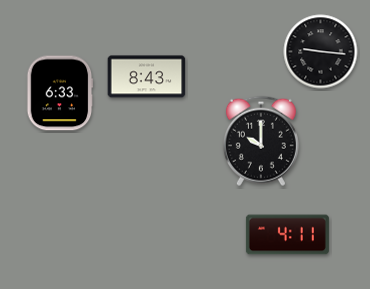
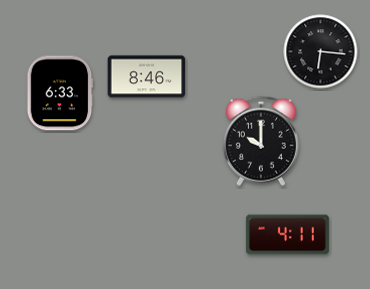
clock at (321, 52): 9:16 -> 6:16
clock at (147, 77): 8:43 -> 8:46
